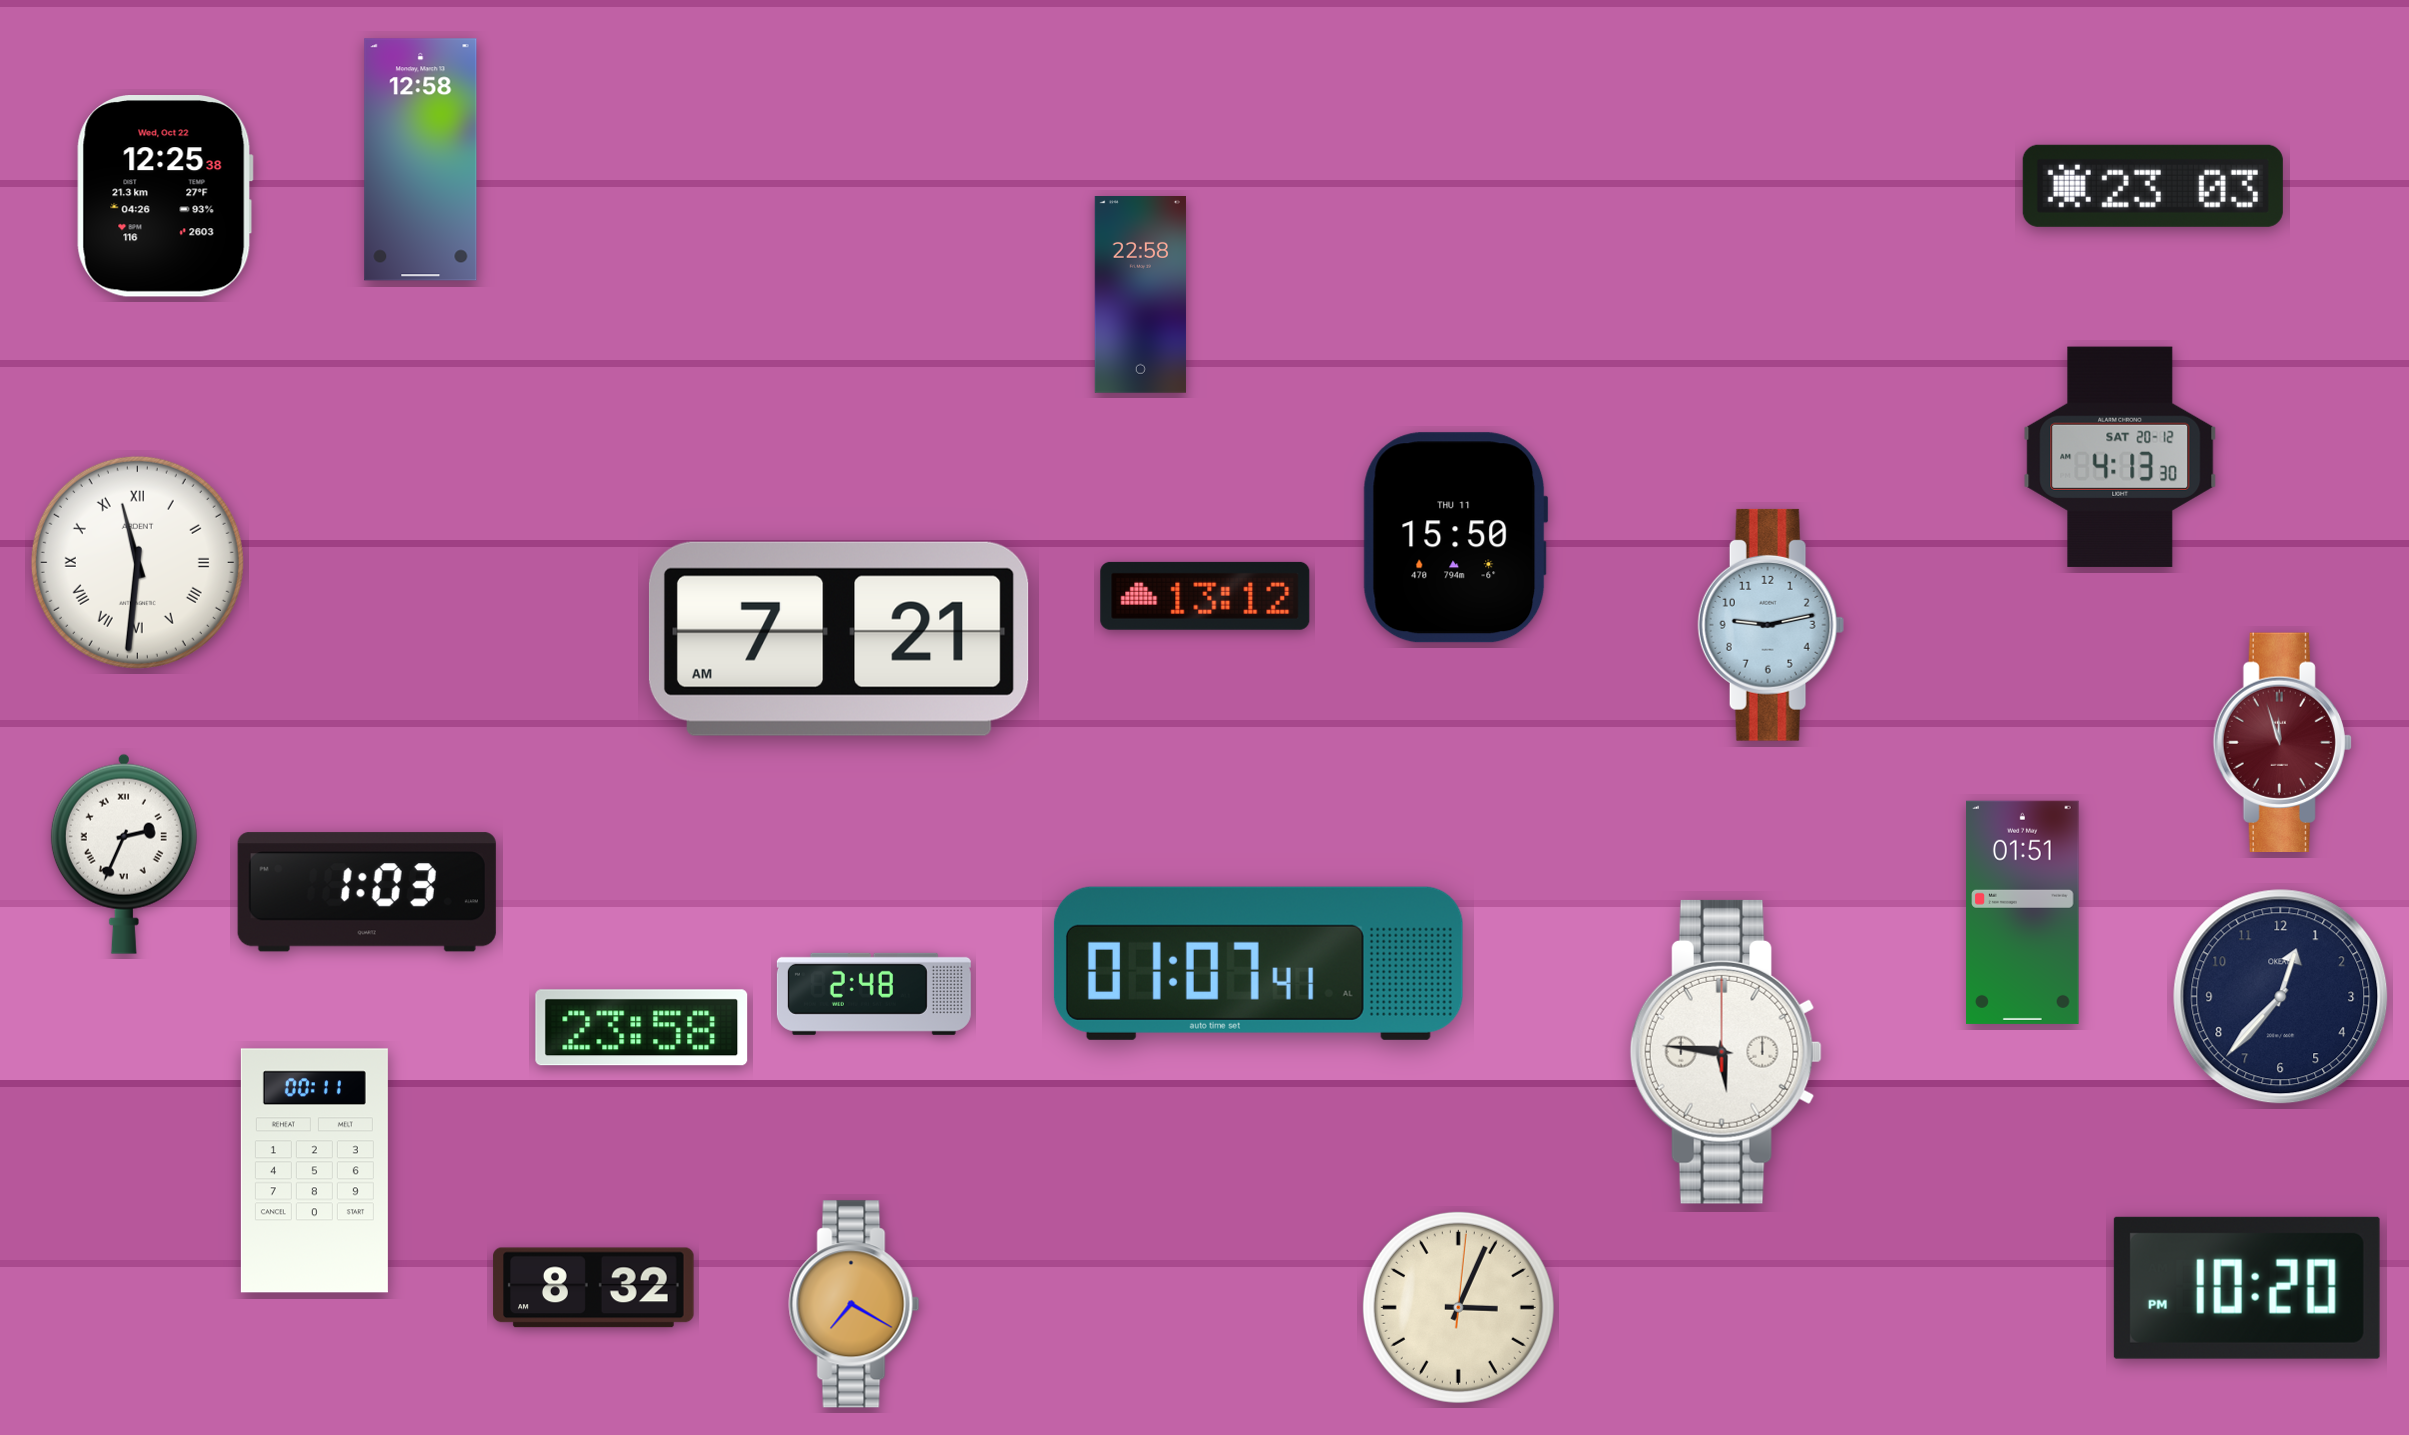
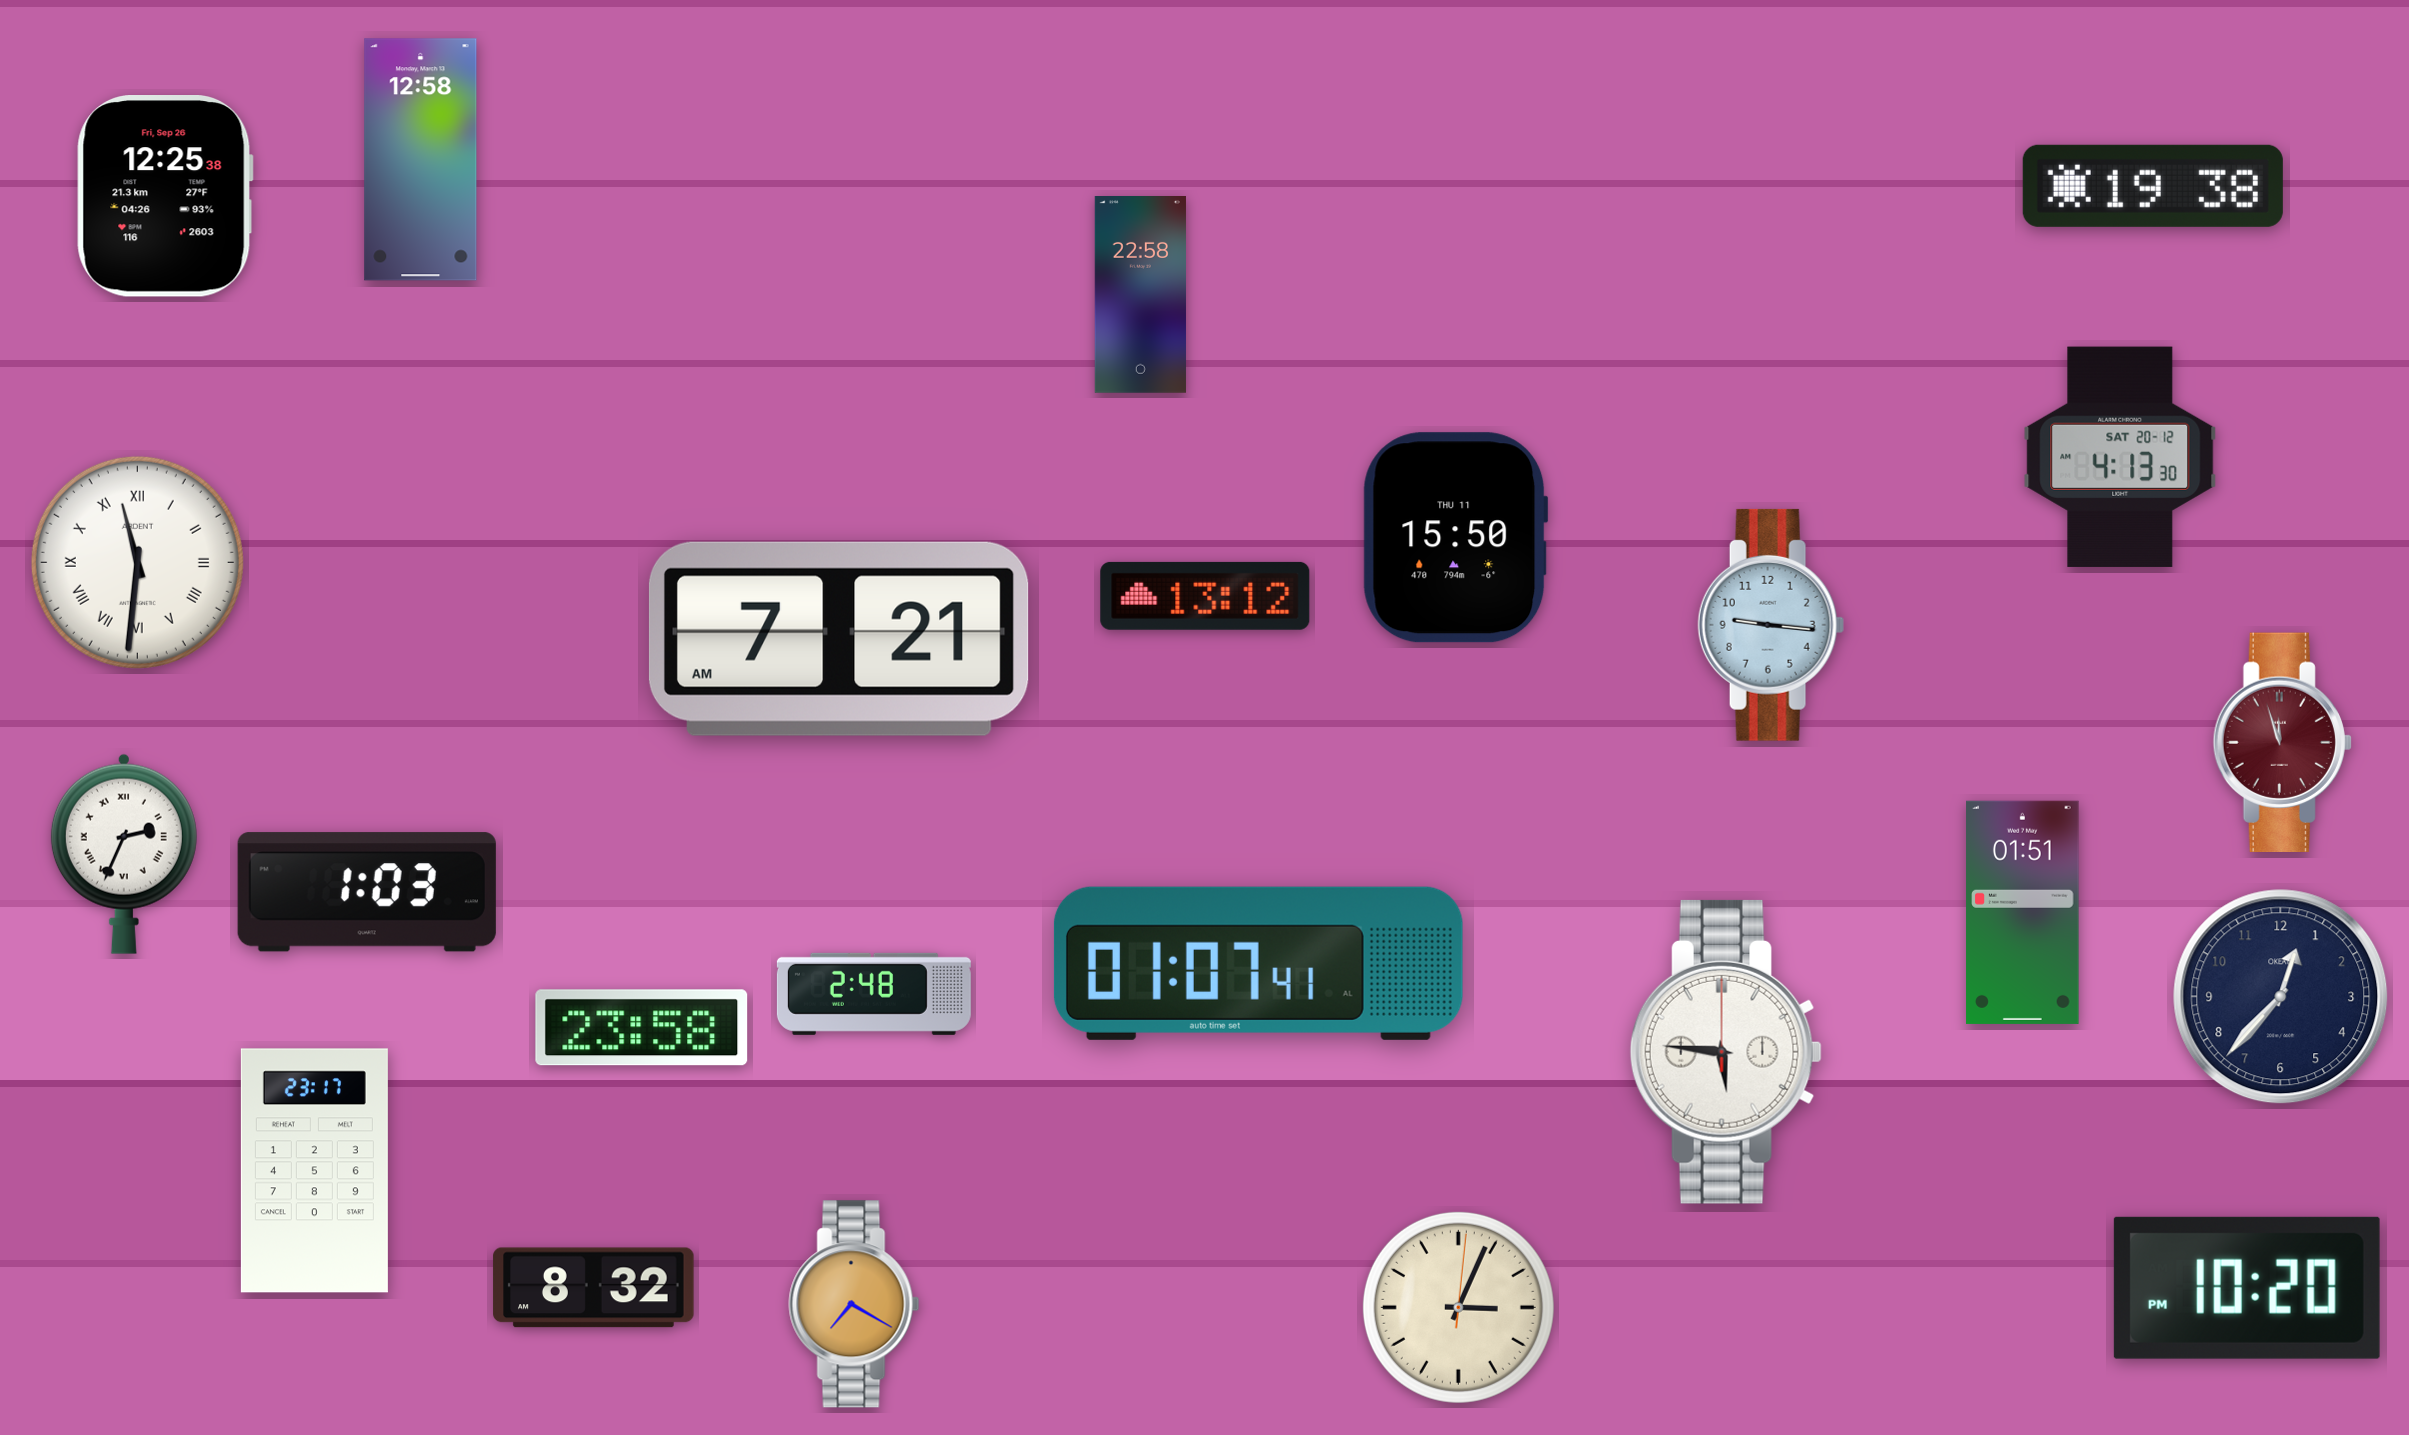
clock at (2153, 186): 23:03 -> 19:38
clock at (165, 197) date: Wed, Oct 22 -> Fri, Sep 26
clock at (1771, 625): 9:13 -> 9:16
clock at (314, 1171): 00:11 -> 23:17
